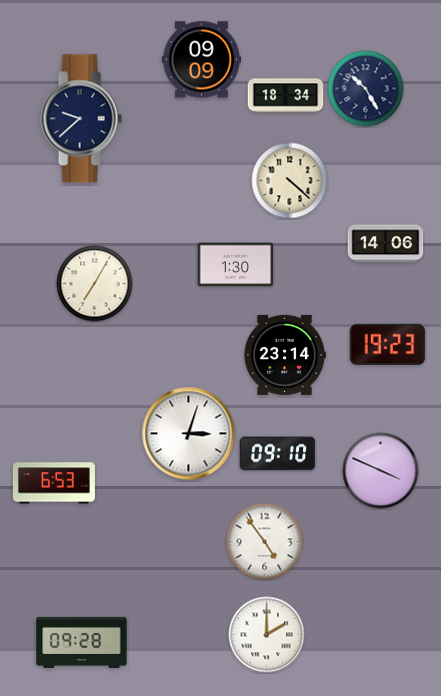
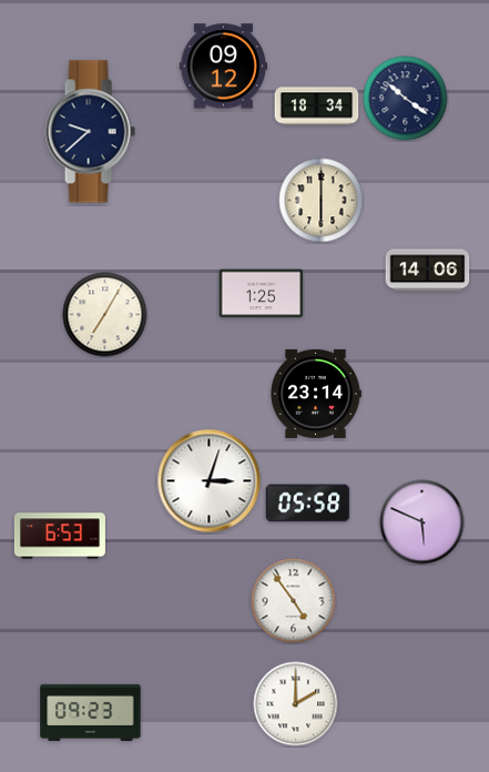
clock at (201, 60): 09:09 -> 09:12
clock at (366, 89): 10:25 -> 10:21
clock at (290, 181): 4:22 -> 6:00
clock at (236, 265): 1:30 -> 1:25
clock at (388, 344): 19:23 -> none
clock at (278, 454): 09:10 -> 05:58
clock at (381, 471): 3:49 -> 5:49
clock at (82, 642): 09:28 -> 09:23
